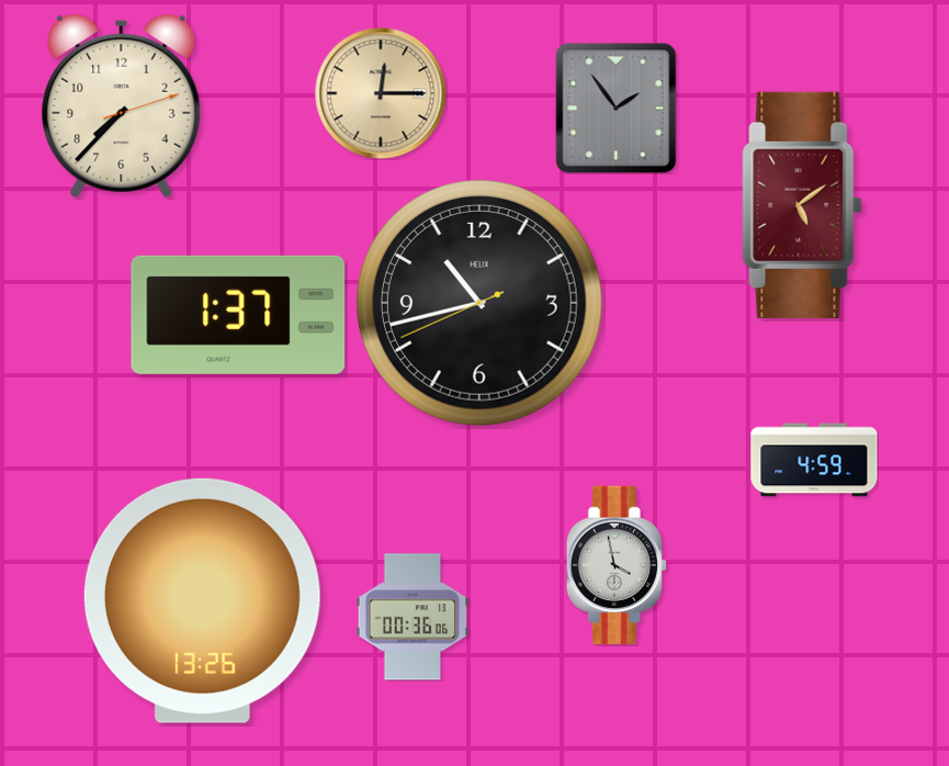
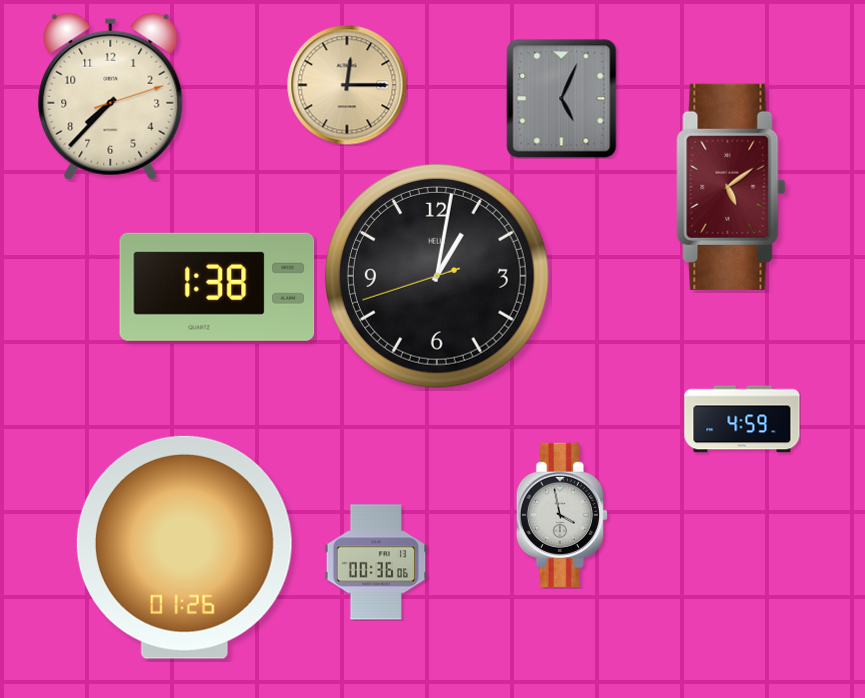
clock at (617, 109): 1:54 -> 5:04
clock at (479, 303): 10:42 -> 1:01
clock at (238, 315): 1:37 -> 1:38
clock at (202, 600): 13:26 -> 01:26
